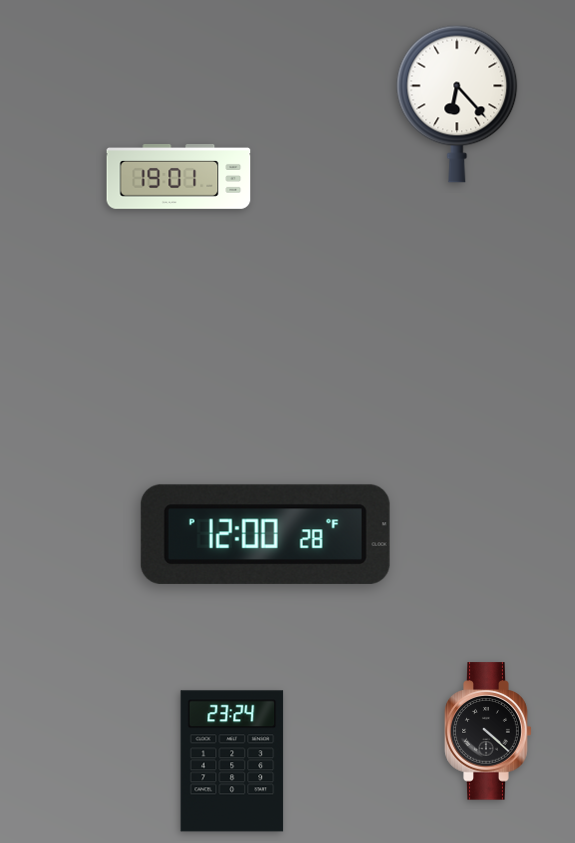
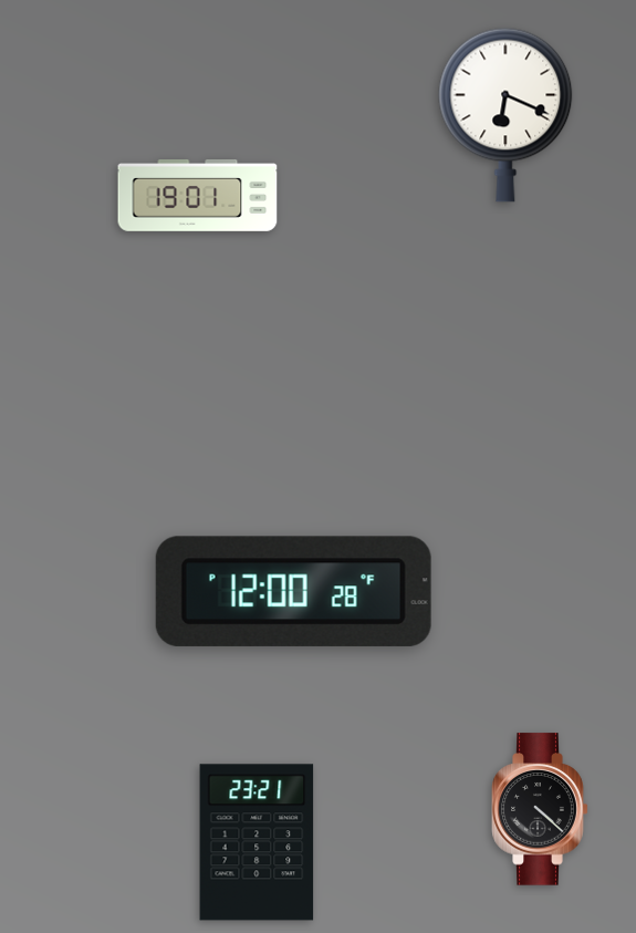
clock at (457, 104): 6:23 -> 6:19
clock at (232, 761): 23:24 -> 23:21
